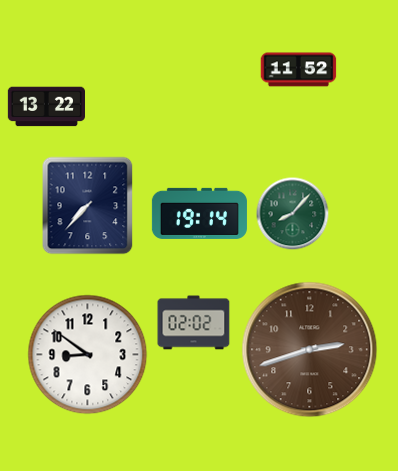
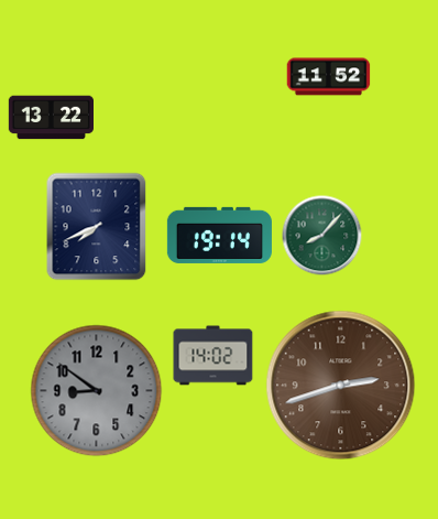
clock at (88, 206): 7:37 -> 7:41
clock at (194, 323): 02:02 -> 14:02
clock at (88, 355) dial: white -> grey
